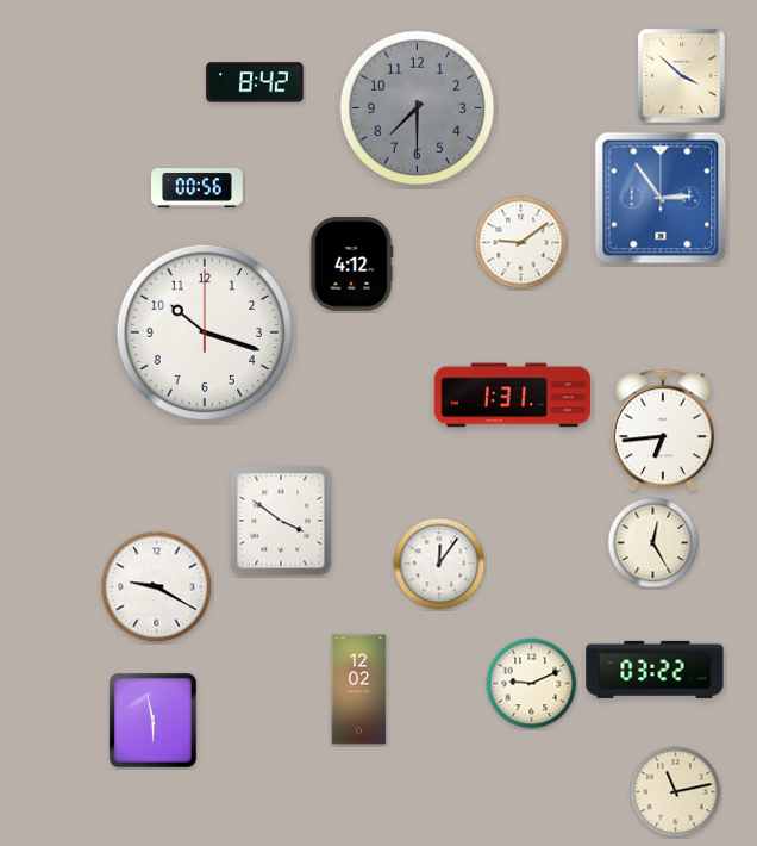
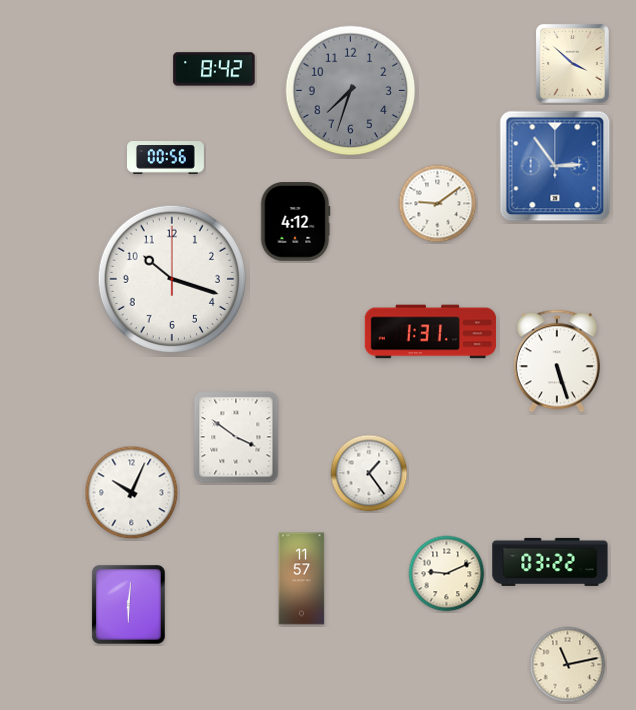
clock at (418, 108): 7:30 -> 7:33
clock at (663, 430): 6:44 -> 5:27
clock at (653, 543): 12:25 -> none
clock at (439, 564): 12:06 -> 1:24
clock at (157, 587): 9:20 -> 10:04
clock at (359, 690): 12:02 -> 11:57
clock at (152, 720): 5:58 -> 6:01
